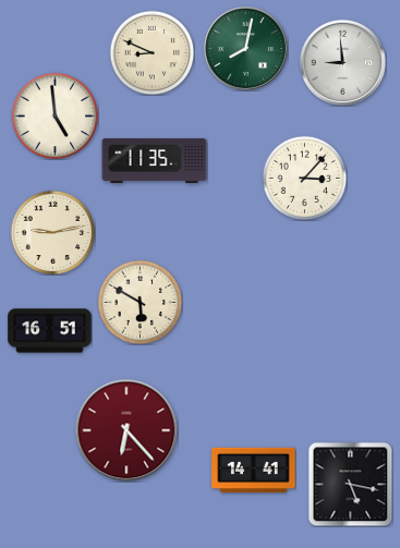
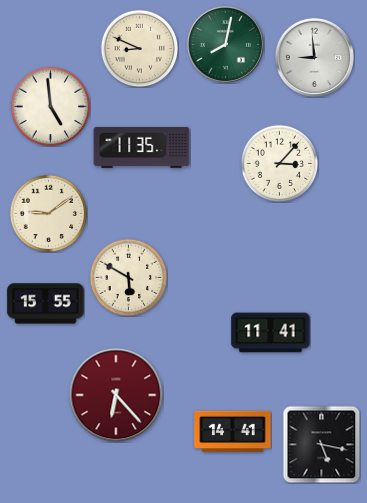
clock at (52, 232): 9:13 -> 9:09
clock at (50, 331): 16:51 -> 15:55
clock at (271, 333): none -> 11:41
